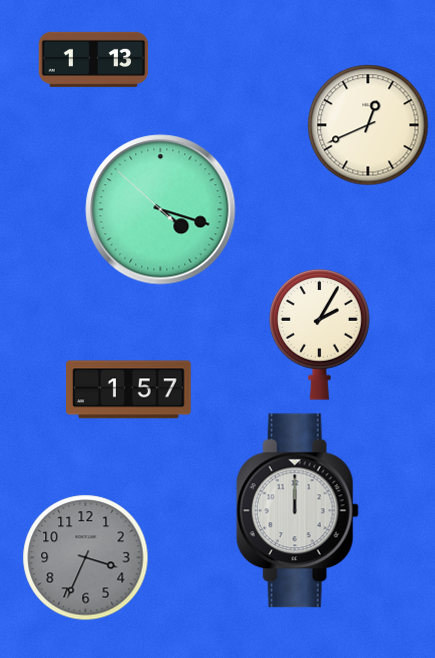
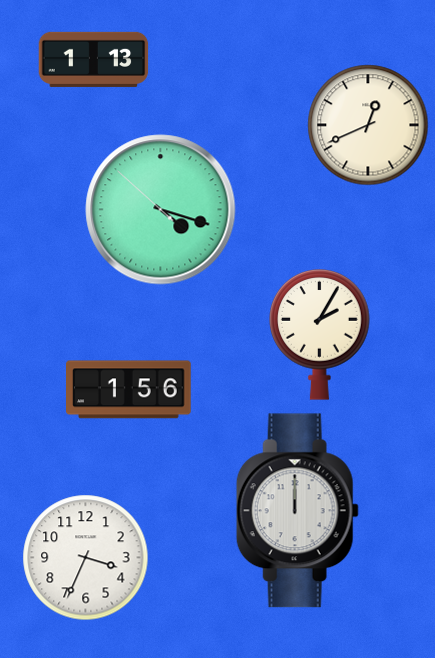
clock at (129, 390): 1:57 -> 1:56
clock at (86, 558) dial: grey -> white
